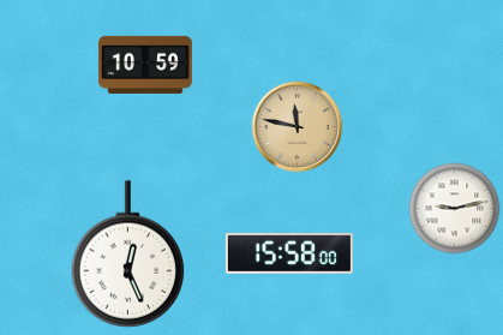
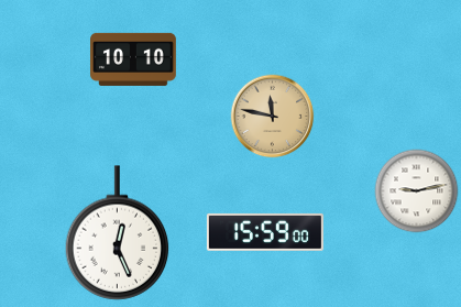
clock at (146, 65): 10:59 -> 10:10
clock at (289, 253): 15:58 -> 15:59
